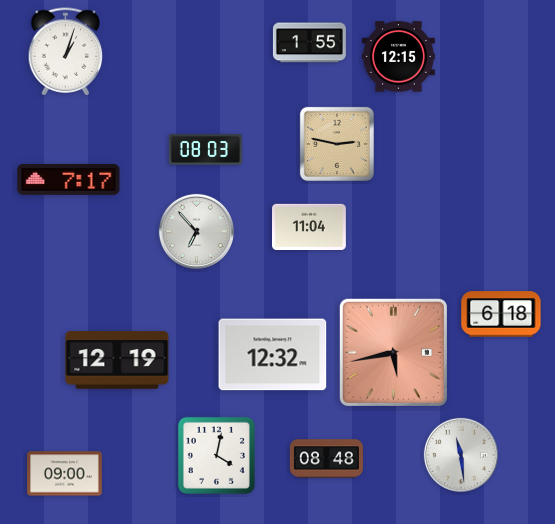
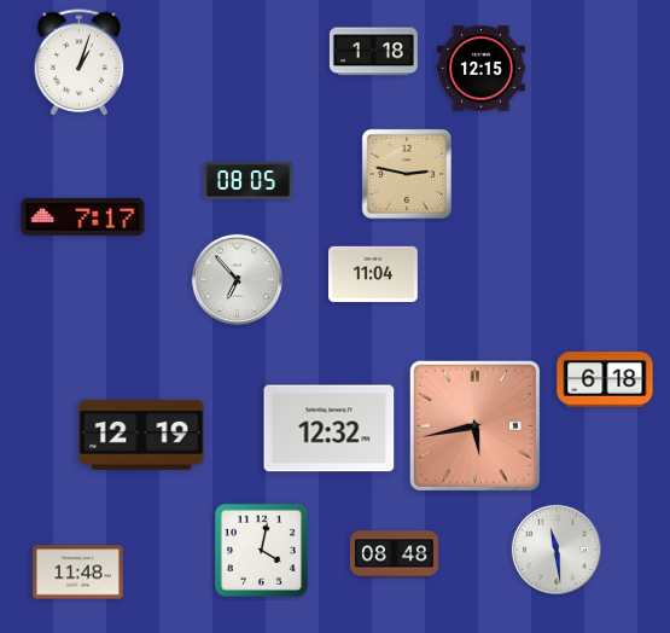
clock at (309, 43): 1:55 -> 1:18
clock at (205, 150): 08:03 -> 08:05
clock at (65, 474): 09:00 -> 11:48
